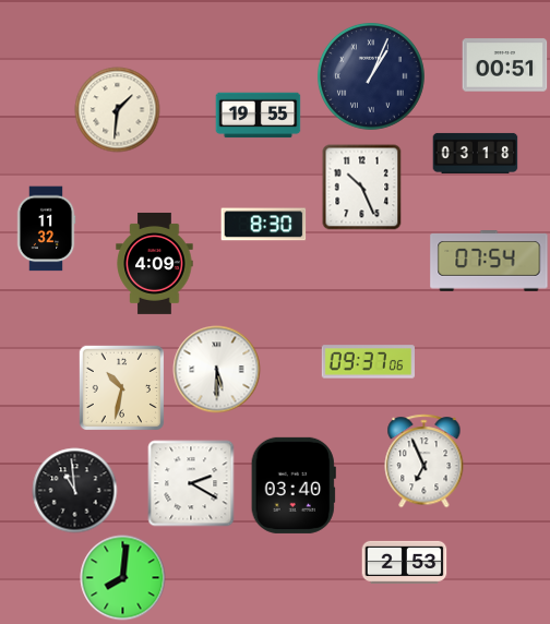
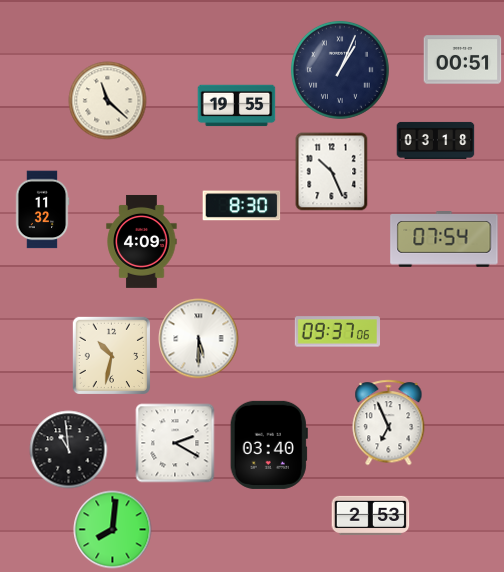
clock at (117, 109): 1:31 -> 11:22
clock at (489, 262) position: (489, 262) -> (444, 240)
